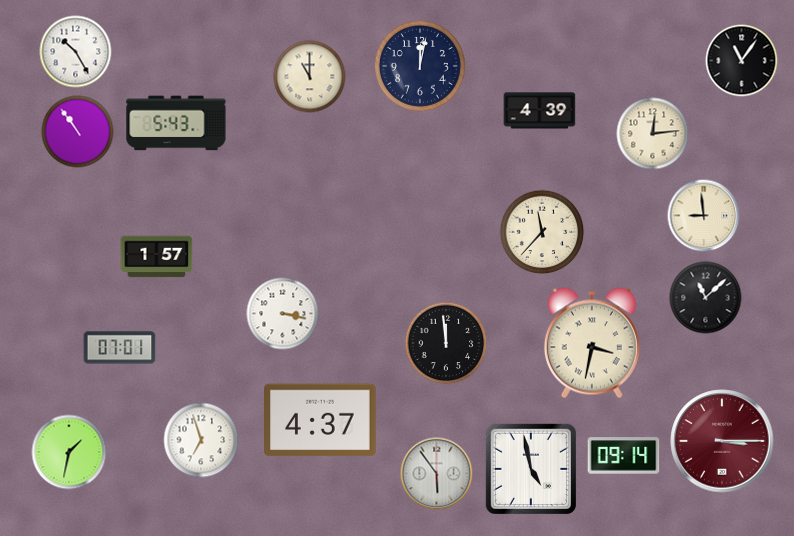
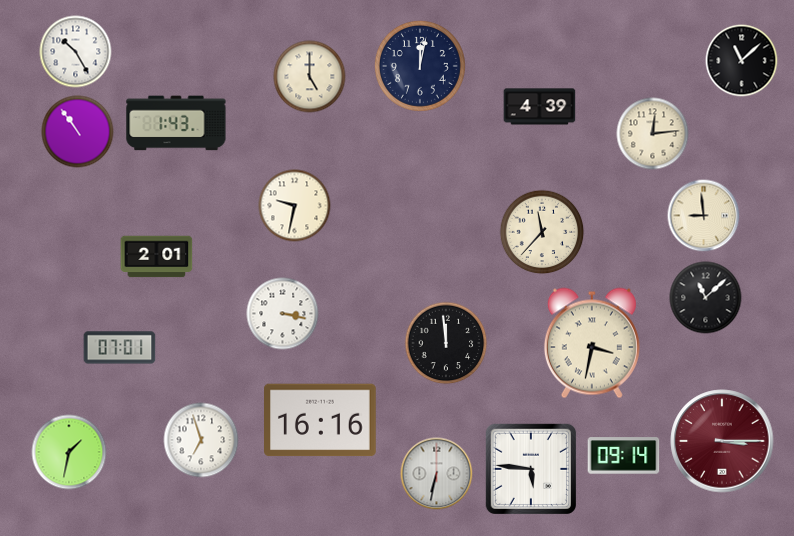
clock at (742, 61): 11:06 -> 11:08
clock at (310, 77): 11:00 -> 5:00
clock at (540, 111) position: (540, 111) -> (540, 107)
clock at (176, 123): 5:43 -> 1:43
clock at (295, 206): none -> 9:32
clock at (157, 257): 1:57 -> 2:01
clock at (321, 420): 4:37 -> 16:16
clock at (530, 468): 4:58 -> 5:46
clock at (437, 474): 5:54 -> 6:32
